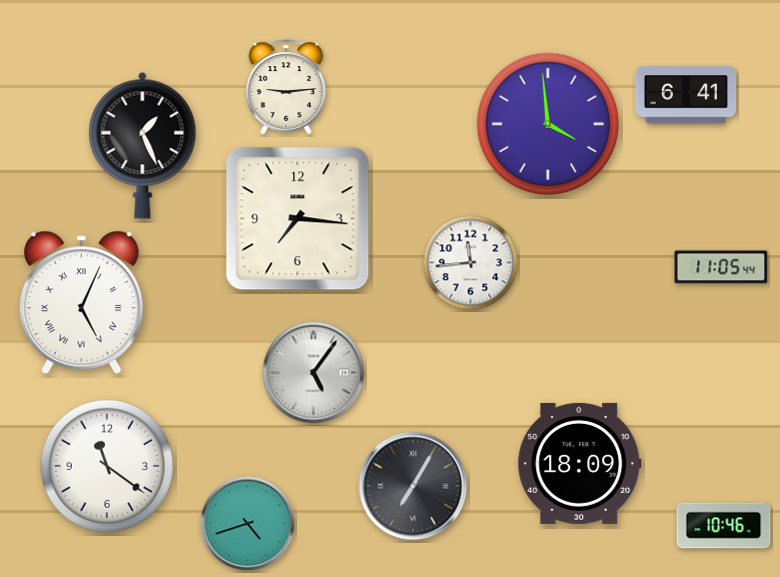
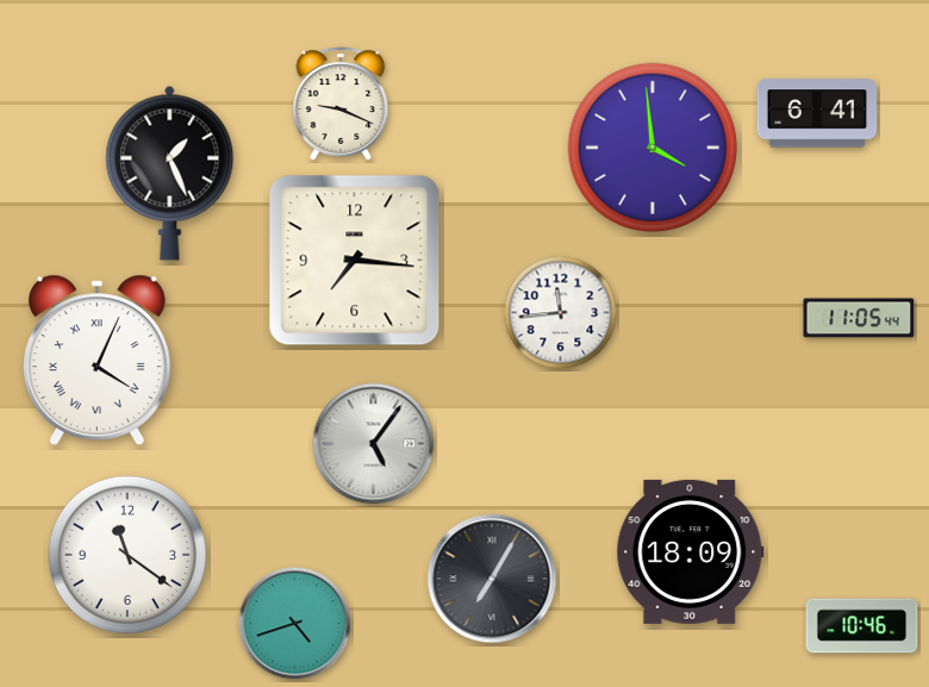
clock at (286, 87): 9:14 -> 9:19
clock at (81, 302): 5:04 -> 4:04
